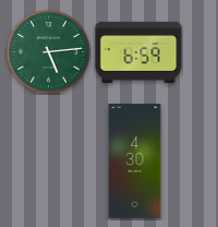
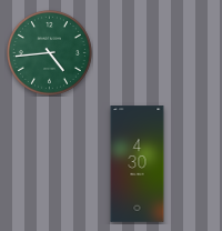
clock at (48, 51): 5:14 -> 4:44
clock at (138, 52): 6:59 -> none
